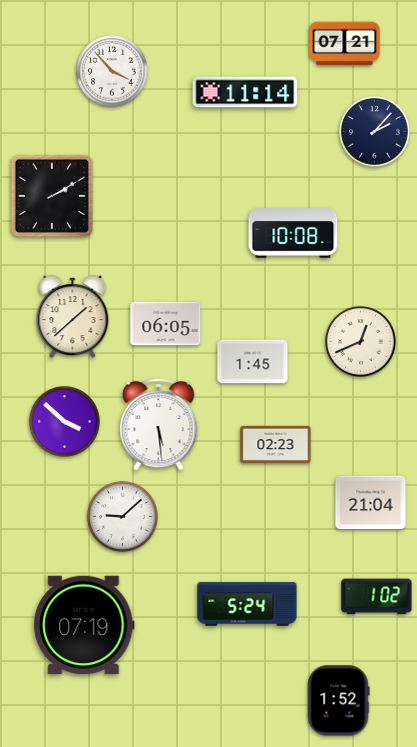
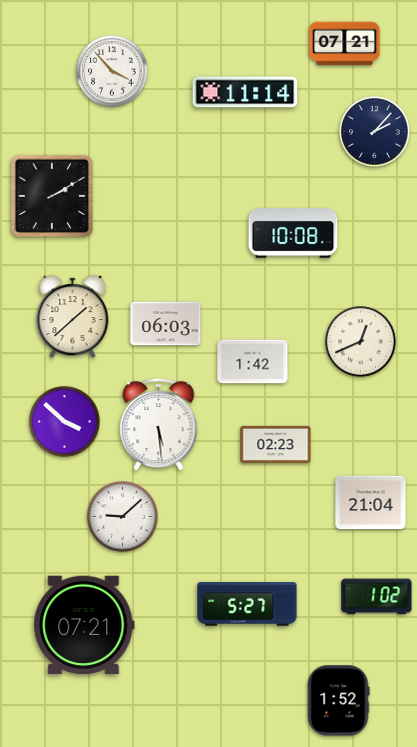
clock at (166, 324): 06:05 -> 06:03
clock at (253, 362): 1:45 -> 1:42
clock at (247, 604): 5:24 -> 5:27
clock at (84, 625): 07:19 -> 07:21
